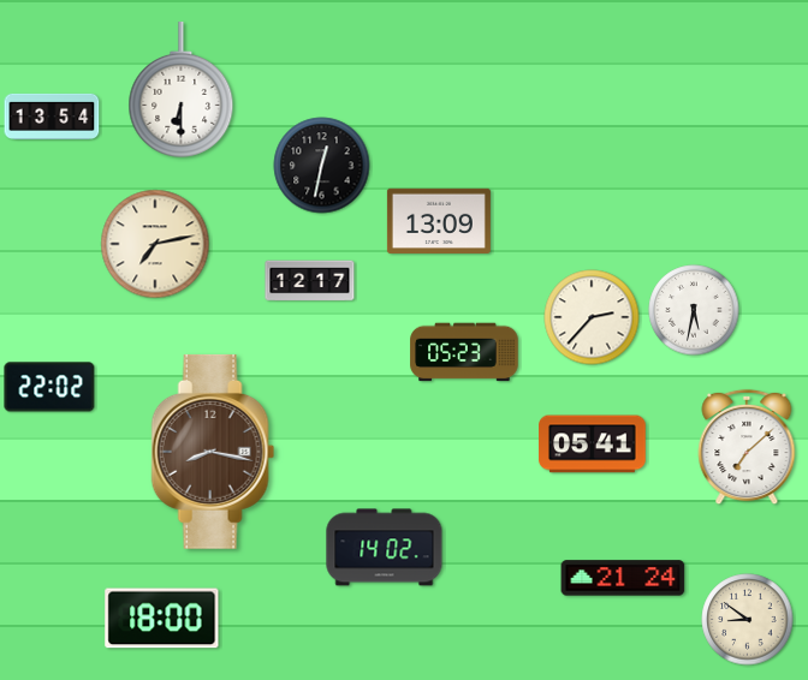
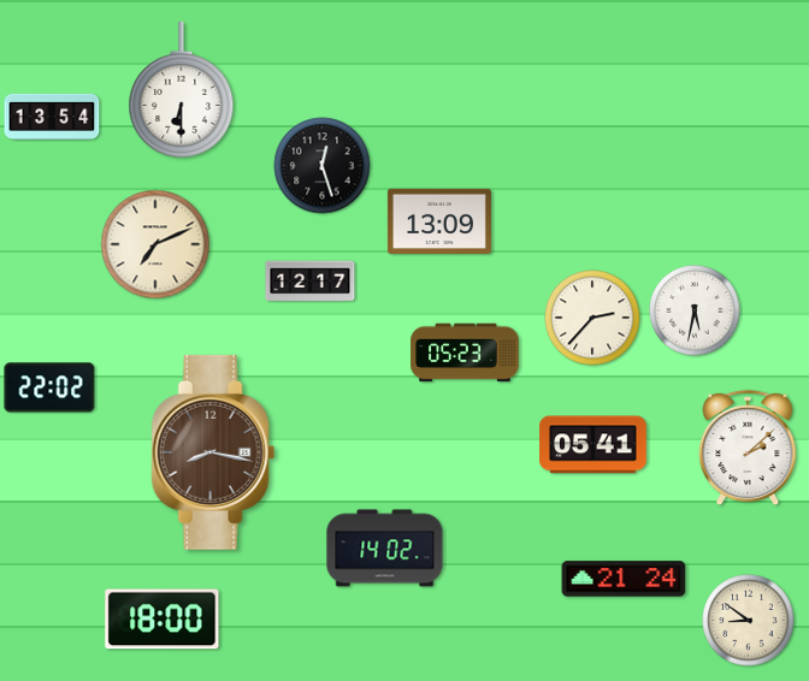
clock at (322, 166): 12:32 -> 12:27
clock at (155, 244): 7:13 -> 7:11
clock at (747, 447): 7:08 -> 2:08
